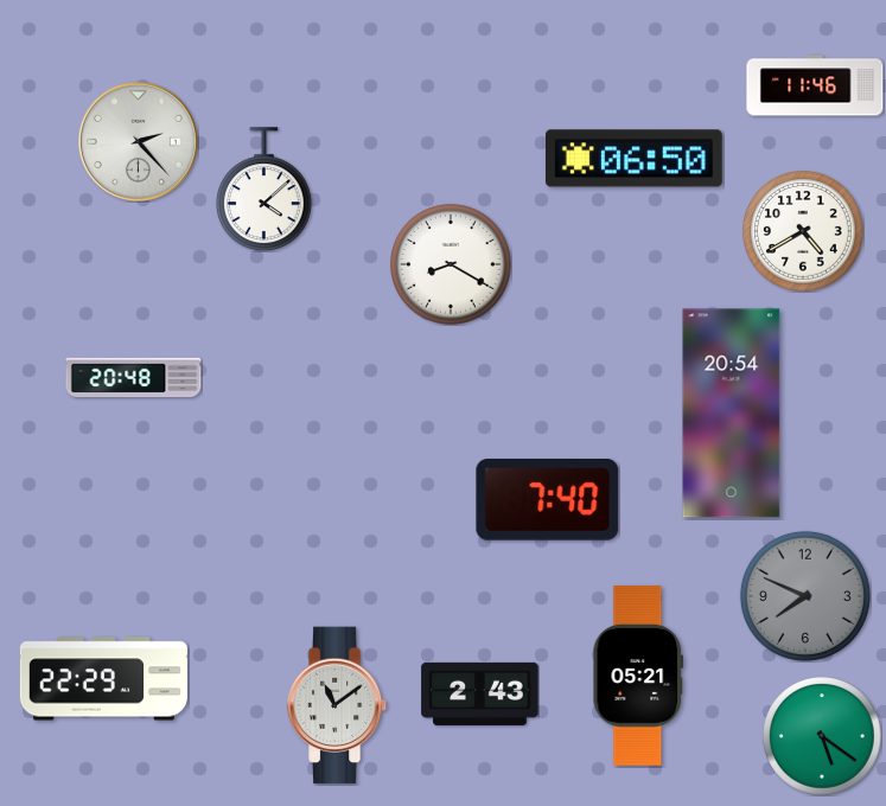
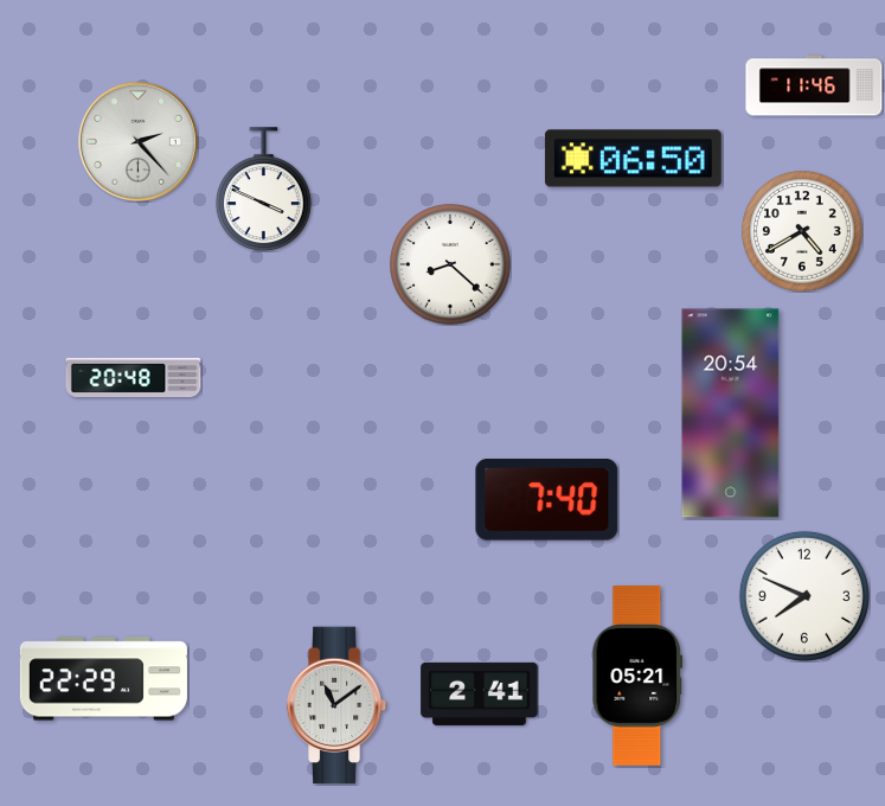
clock at (263, 190): 4:08 -> 3:49
clock at (452, 266): 8:20 -> 8:22
clock at (805, 596) dial: grey -> white
clock at (480, 693): 2:43 -> 2:41
clock at (822, 736): 5:21 -> none
